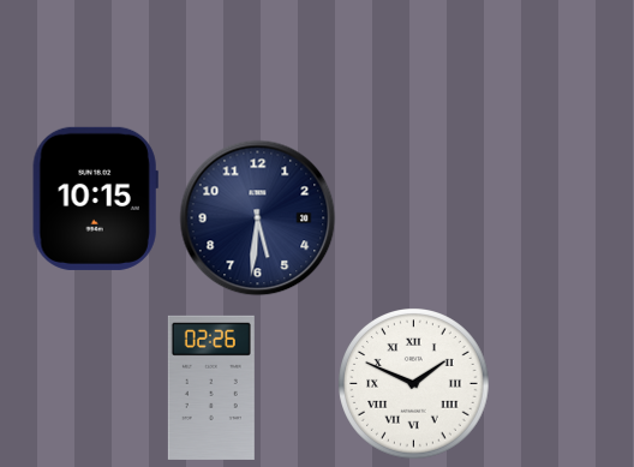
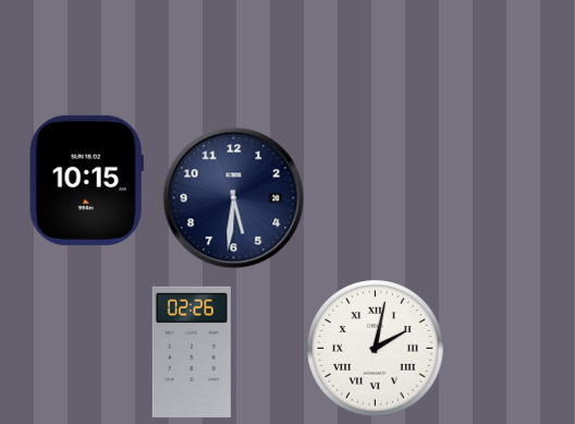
clock at (414, 384): 1:49 -> 2:02
